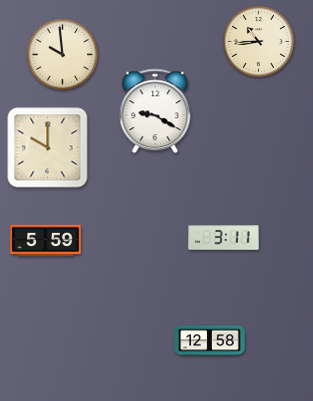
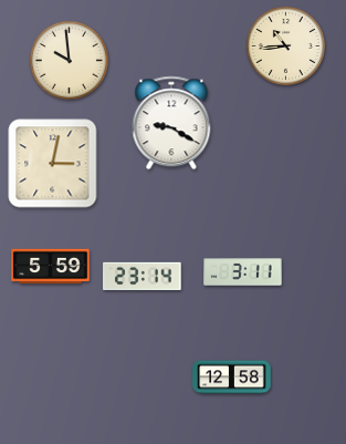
clock at (48, 148): 10:00 -> 3:02
clock at (224, 238) position: (224, 238) -> (243, 272)
clock at (143, 276): none -> 23:14
